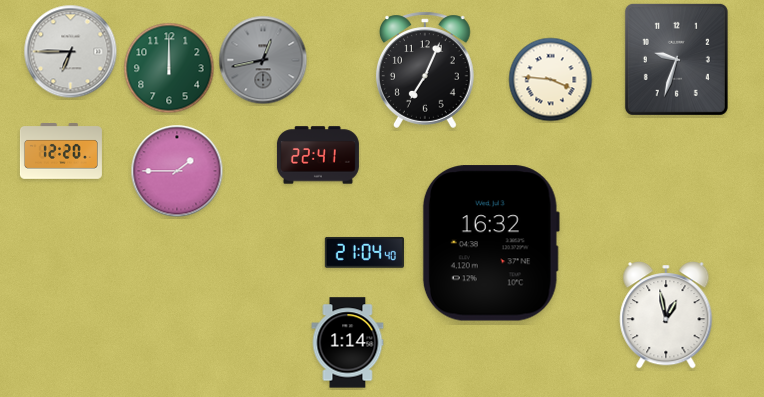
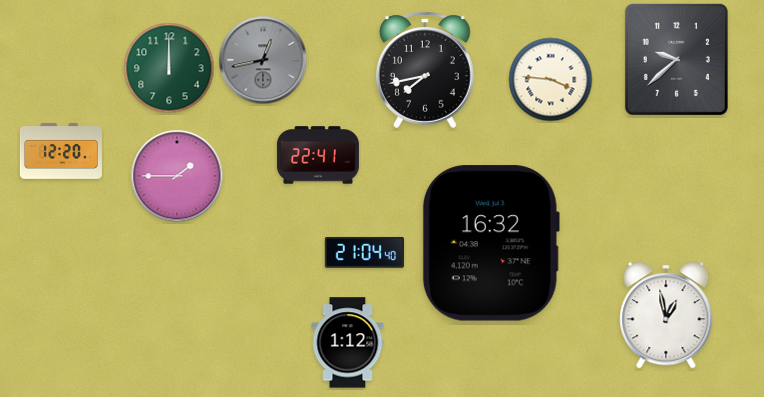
clock at (71, 52): 6:45 -> none
clock at (676, 59): 9:33 -> 9:38
clock at (425, 70): 7:04 -> 7:43
clock at (177, 171) position: (177, 171) -> (177, 176)
clock at (348, 343): 1:14 -> 1:12
